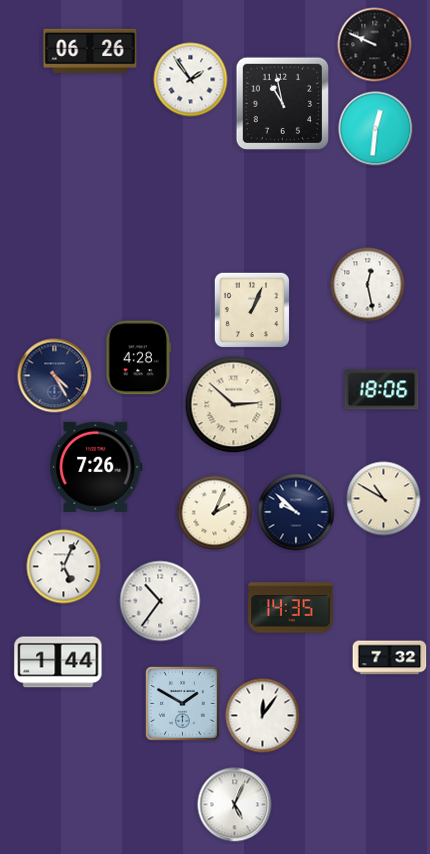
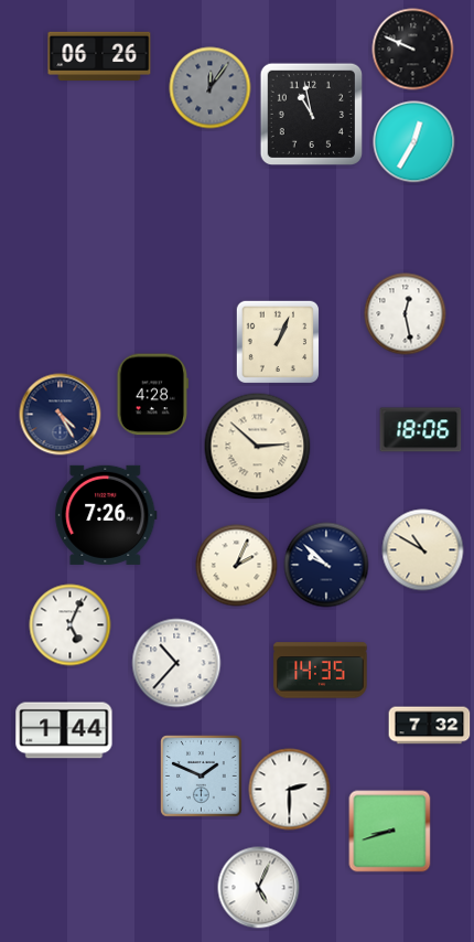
clock at (191, 80): 1:54 -> 12:06
clock at (191, 80) dial: white -> grey
clock at (376, 129): 12:31 -> 12:35
clock at (160, 601): 10:36 -> 10:37
clock at (183, 704): 1:50 -> 1:49
clock at (263, 716): 12:06 -> 2:30
clock at (390, 832): none -> 8:42
